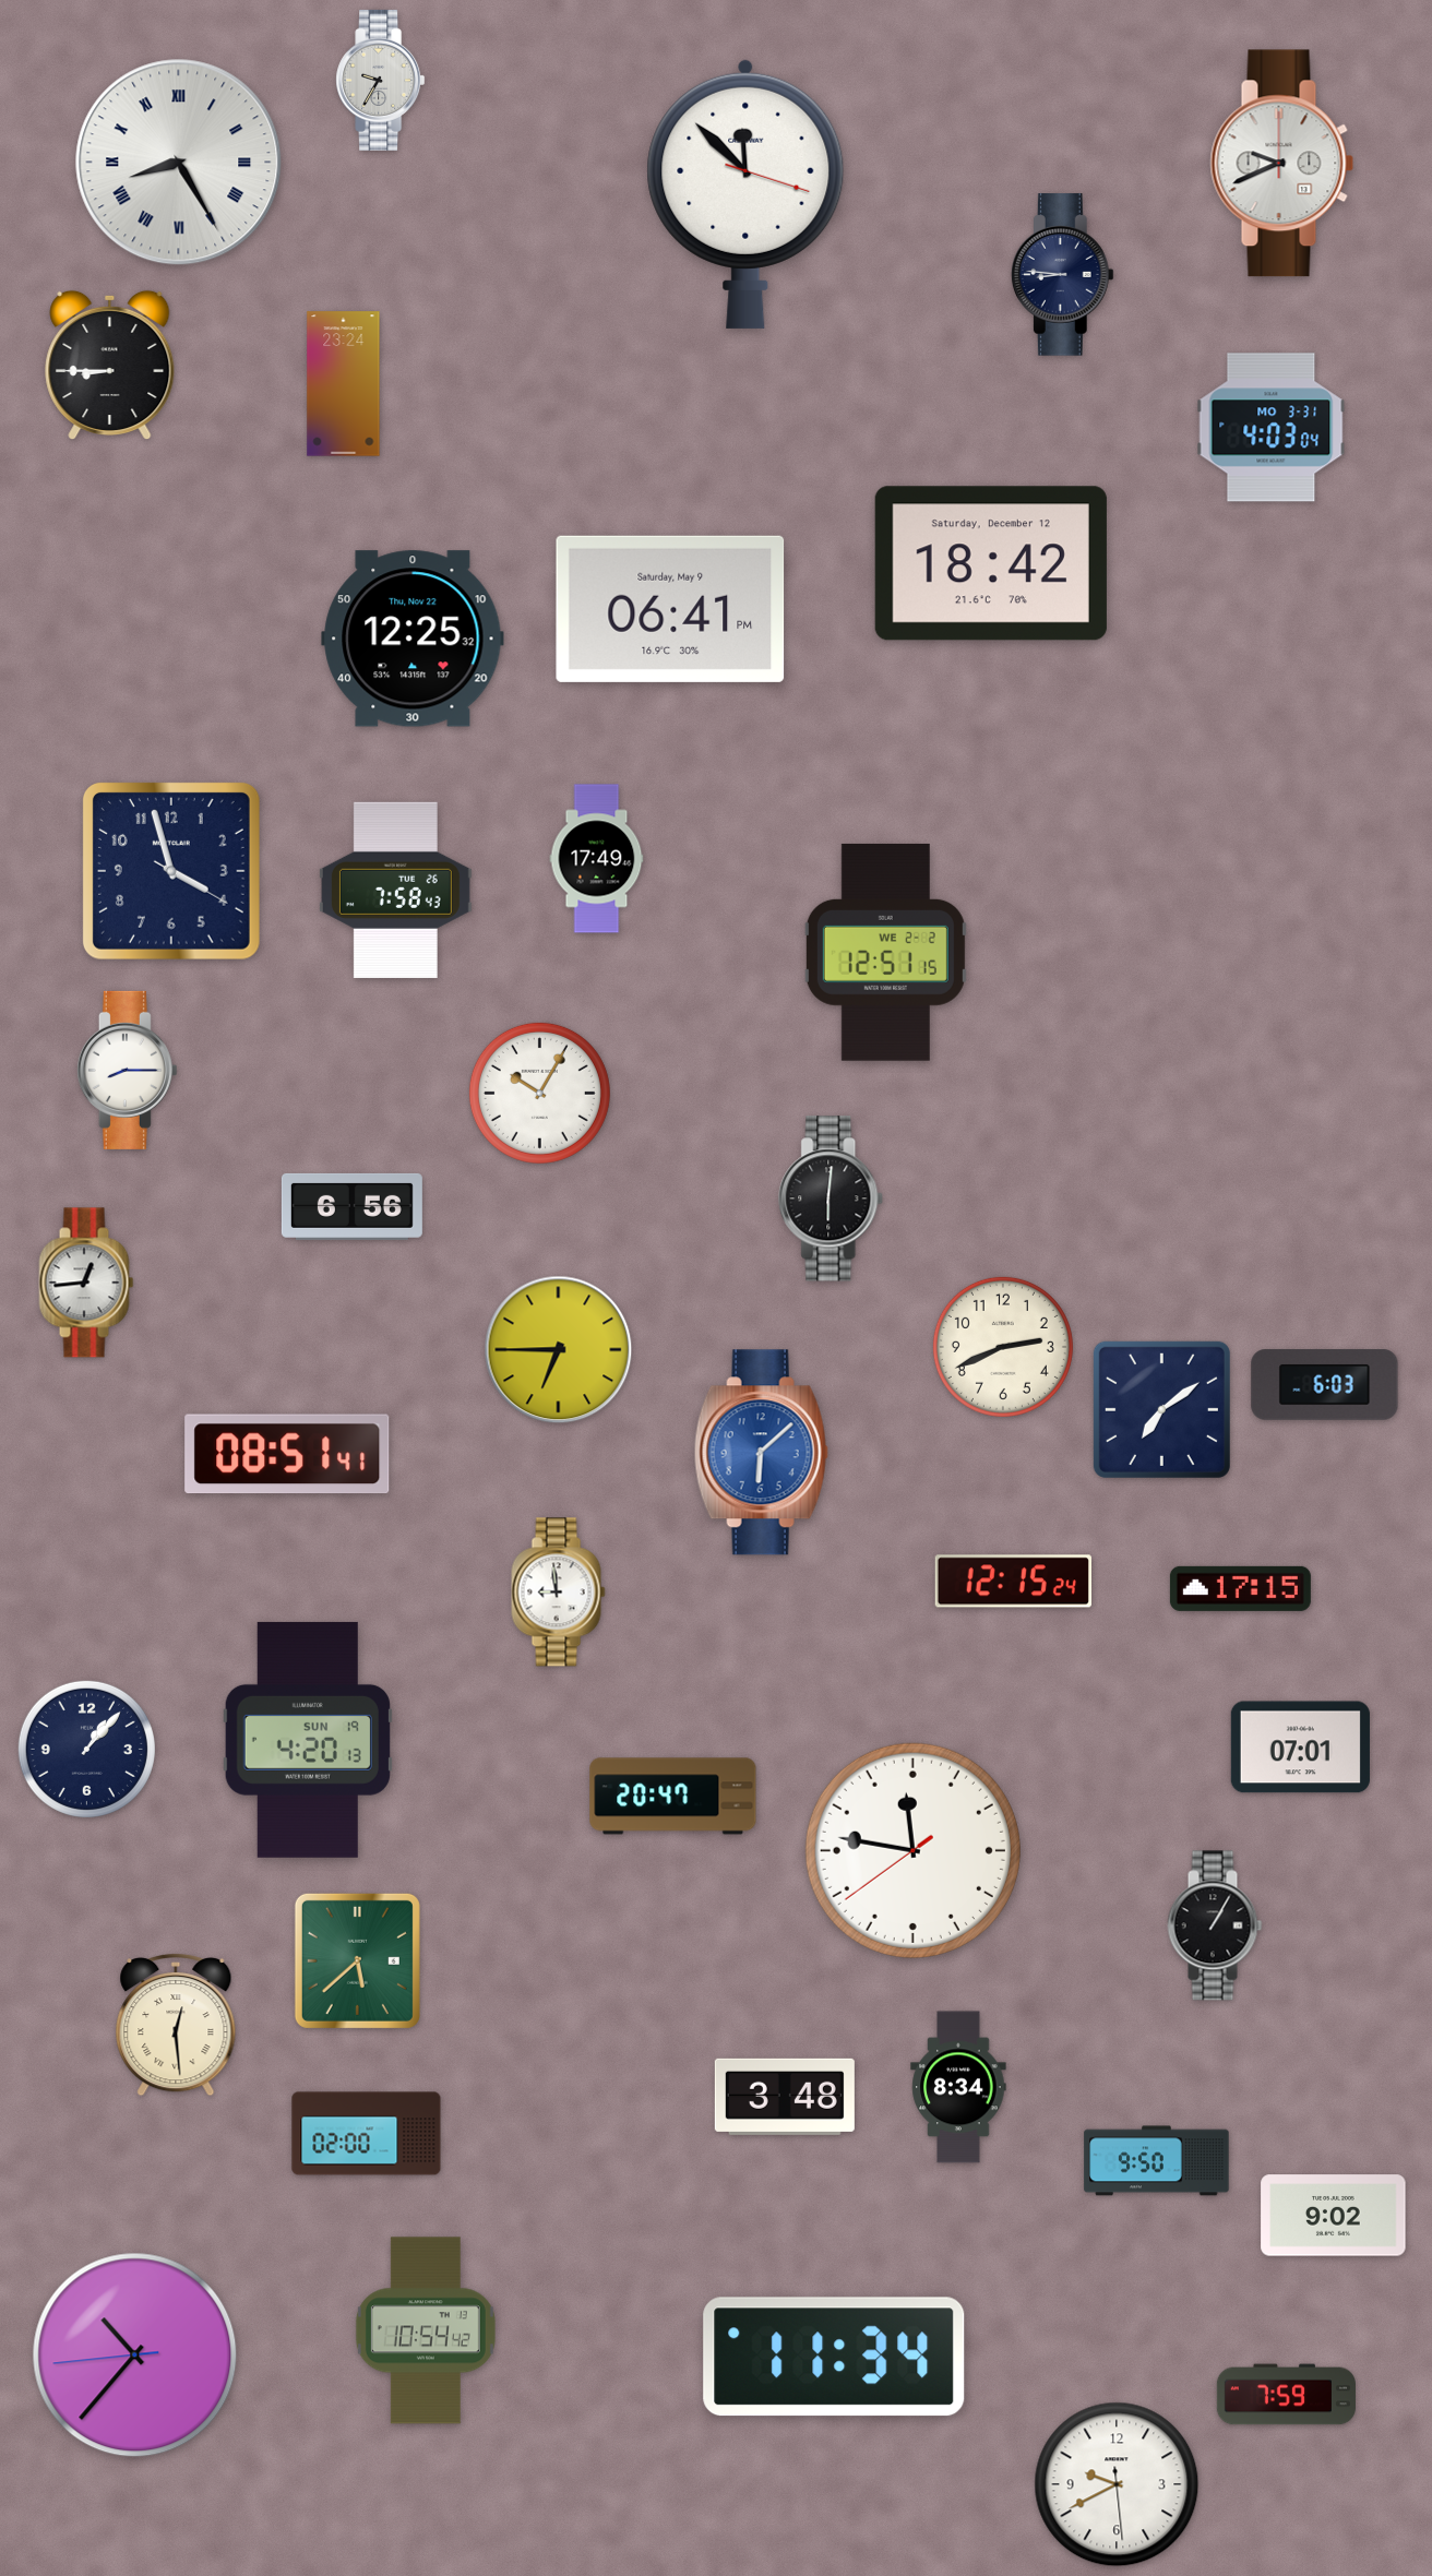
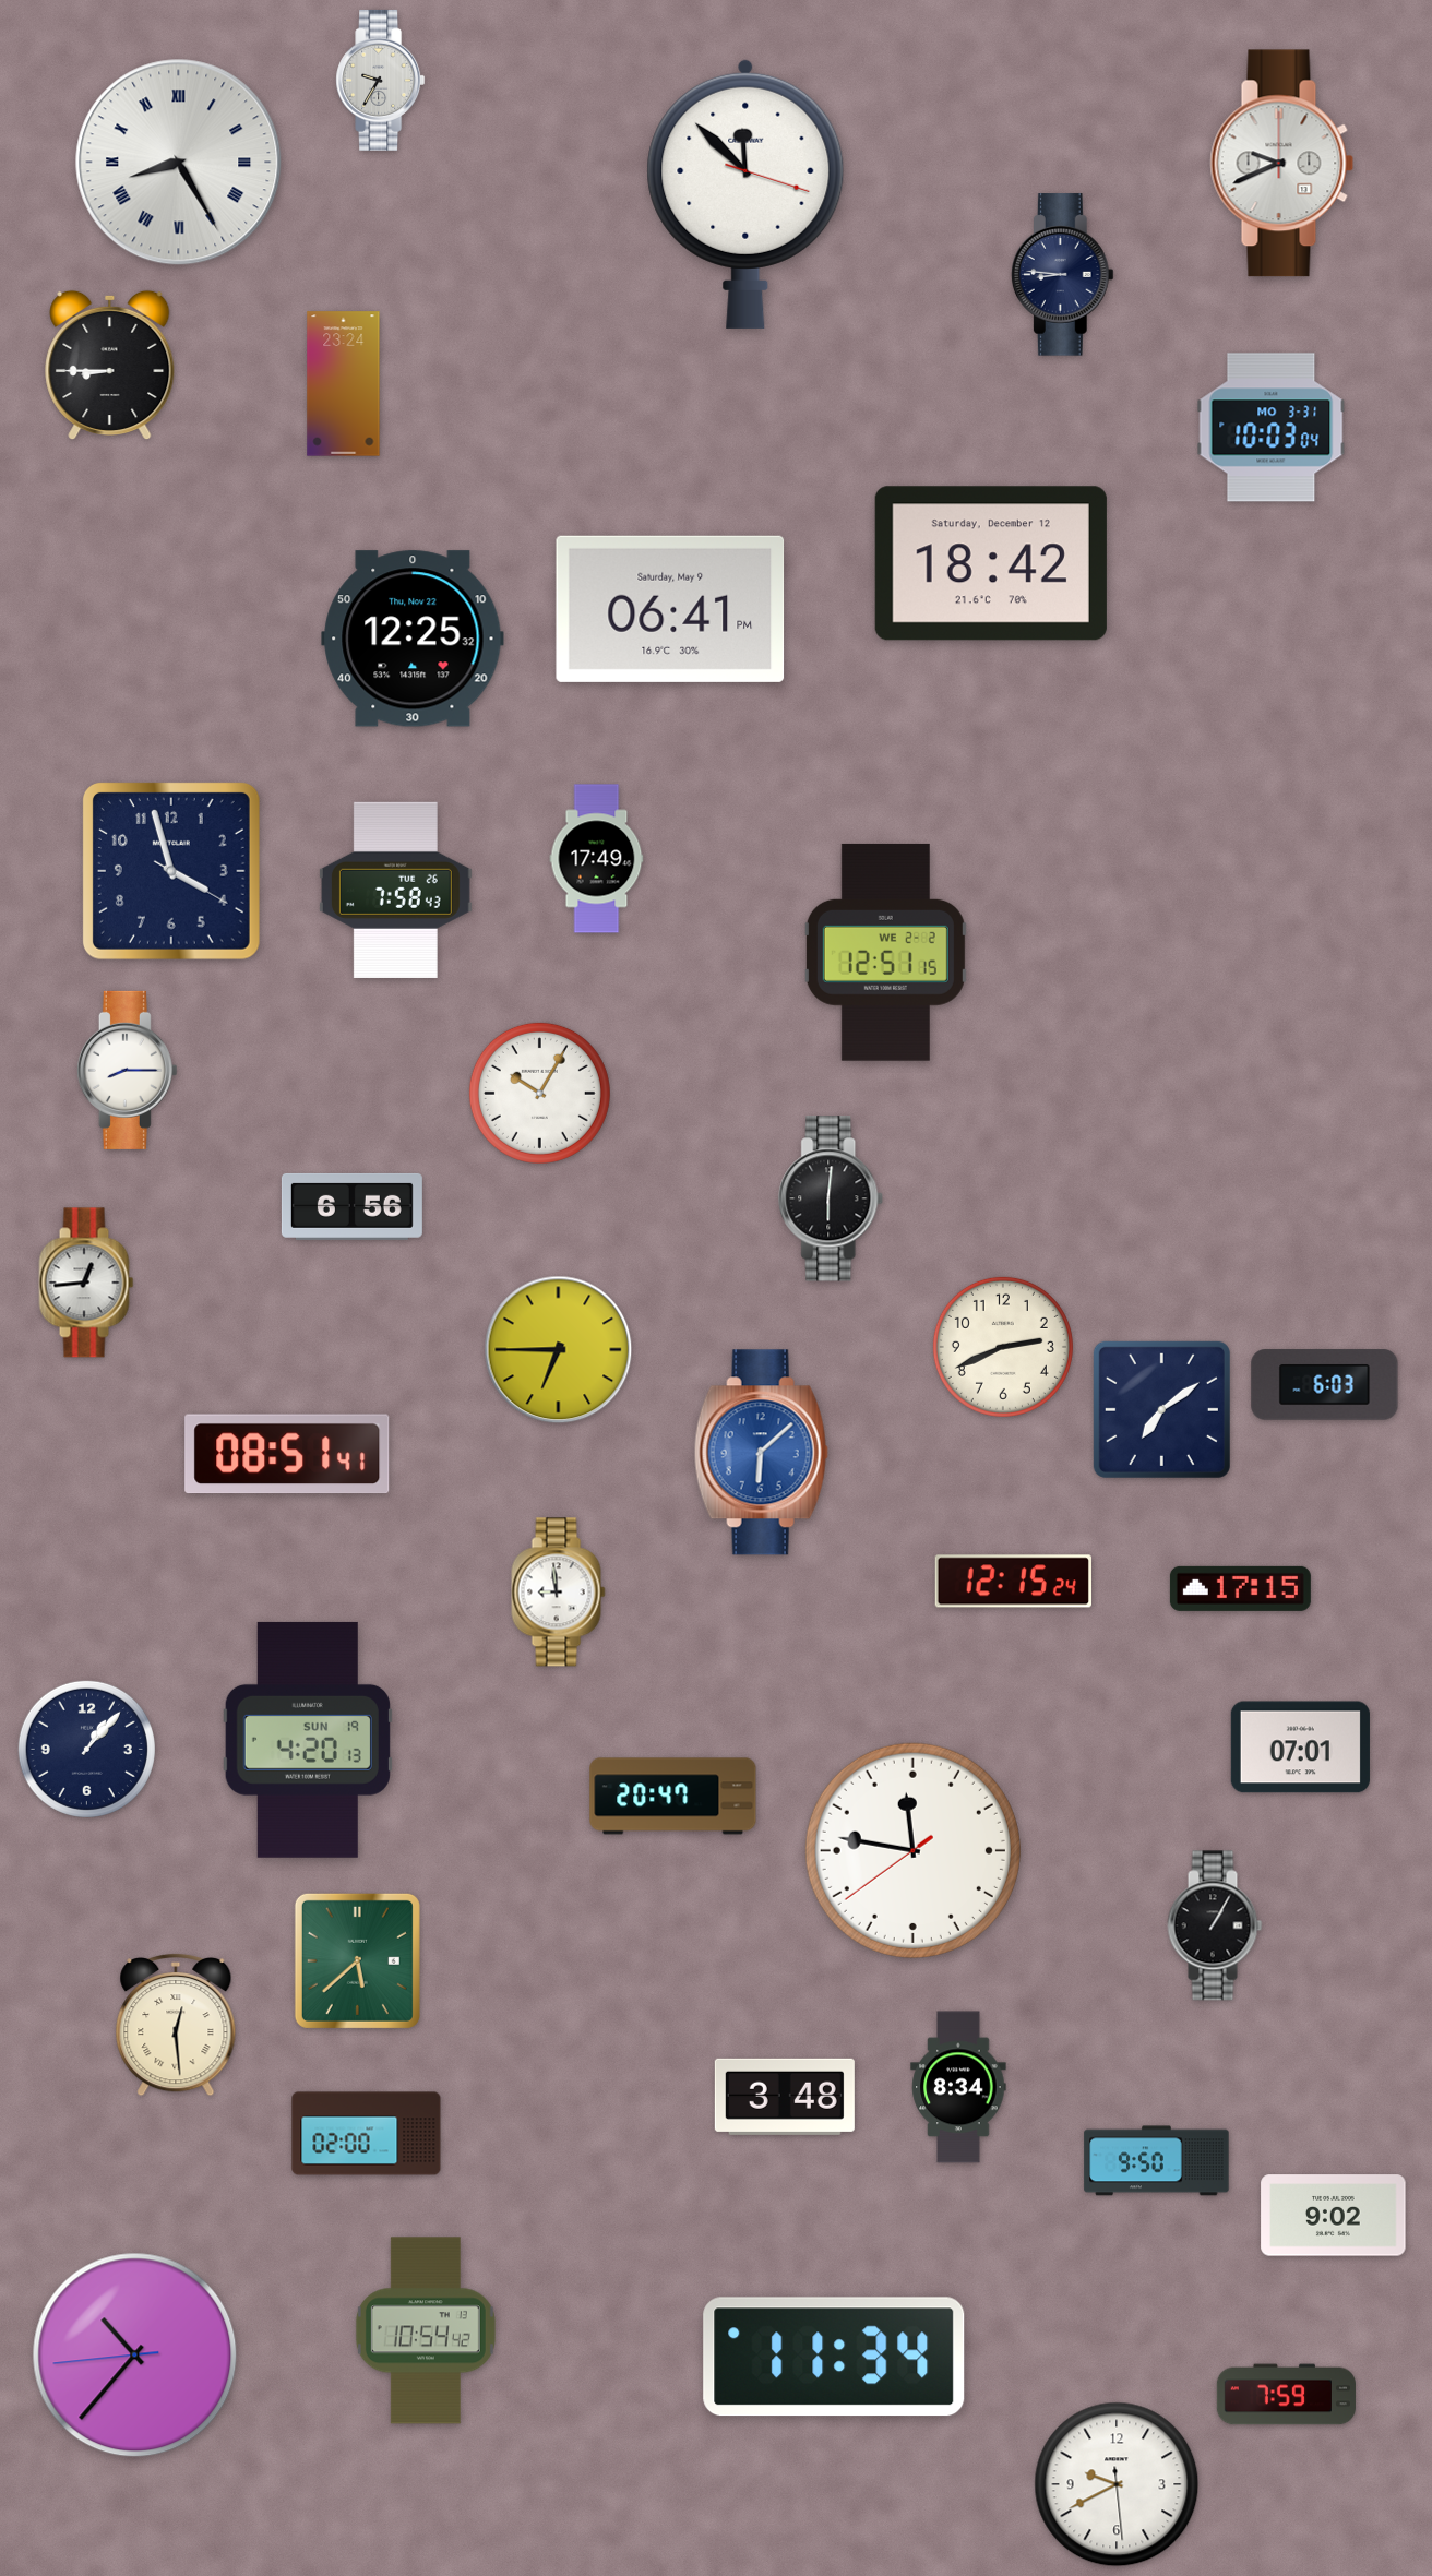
clock at (1272, 428): 4:03 -> 10:03
